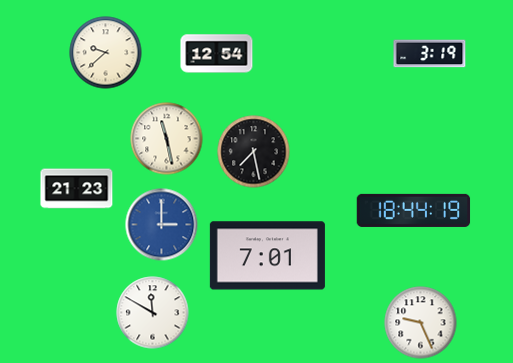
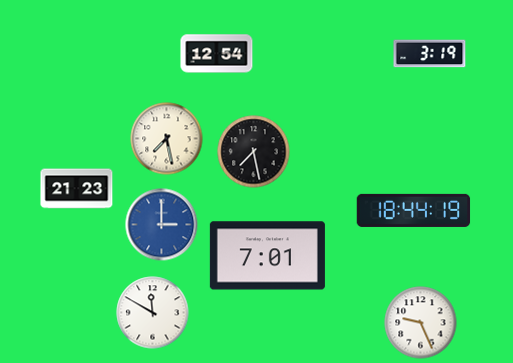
clock at (106, 53): 9:38 -> none
clock at (167, 139): 11:28 -> 7:28
